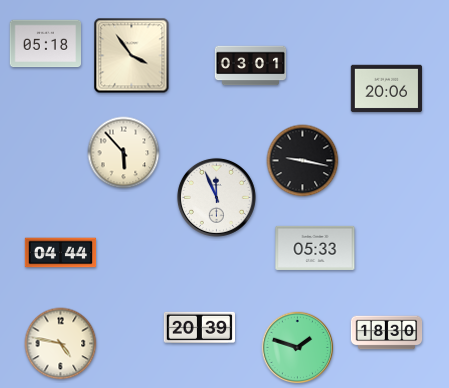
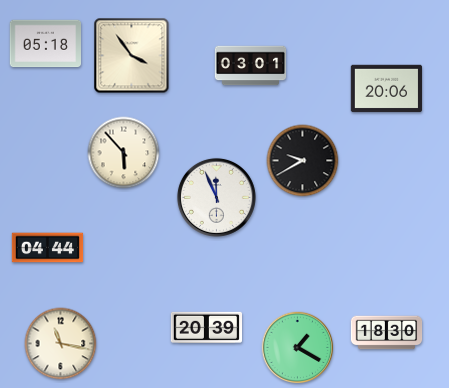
clock at (303, 161): 9:17 -> 9:40
clock at (315, 248): 05:33 -> none
clock at (61, 253) position: (61, 253) -> (48, 248)
clock at (200, 327) position: (200, 327) -> (207, 327)
clock at (61, 344): 4:47 -> 11:17
clock at (298, 348): 1:48 -> 1:20
